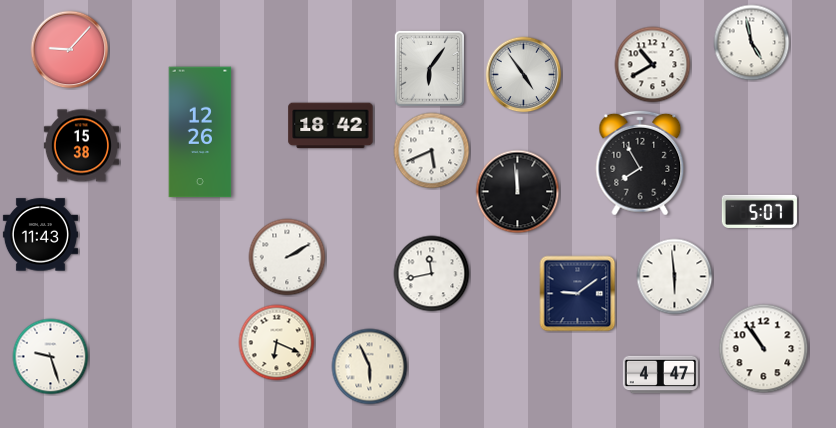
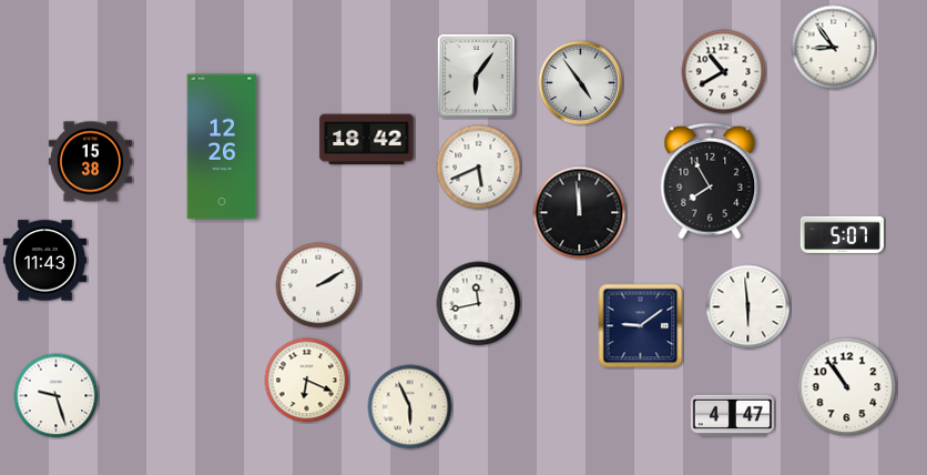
clock at (752, 43): 4:58 -> 8:54
clock at (70, 50): 9:07 -> none
clock at (518, 192) position: (518, 192) -> (580, 213)
